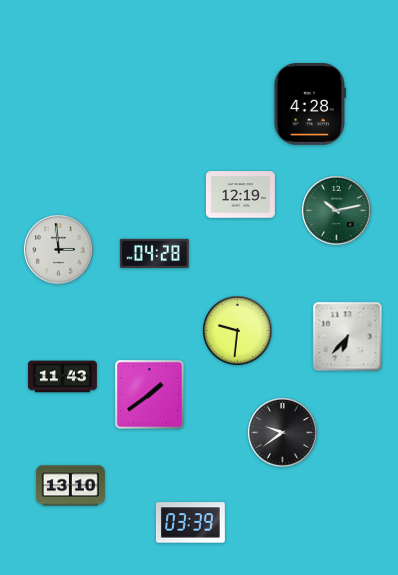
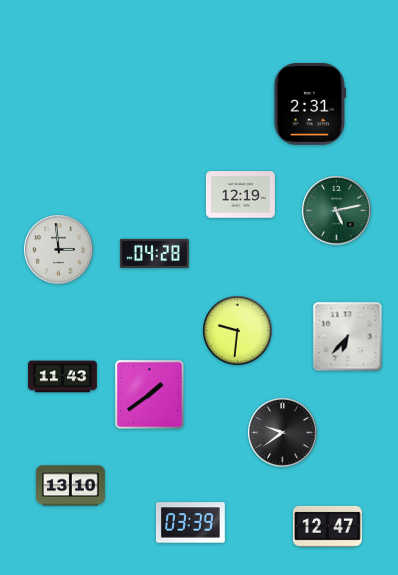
clock at (309, 105): 4:28 -> 2:31
clock at (337, 211): 10:13 -> 5:13
clock at (327, 526): none -> 12:47
